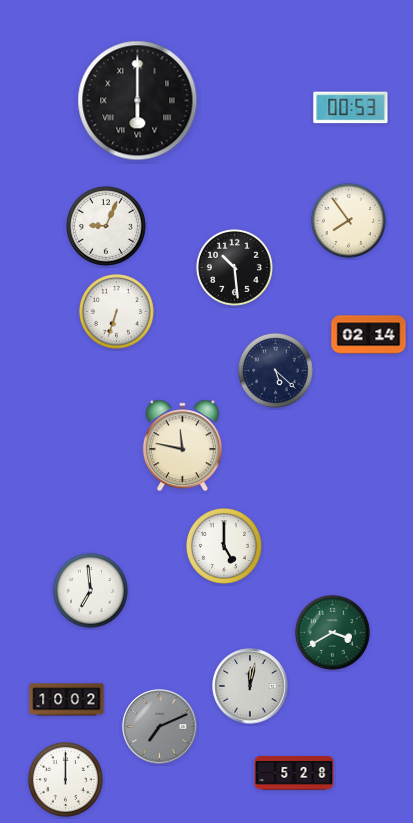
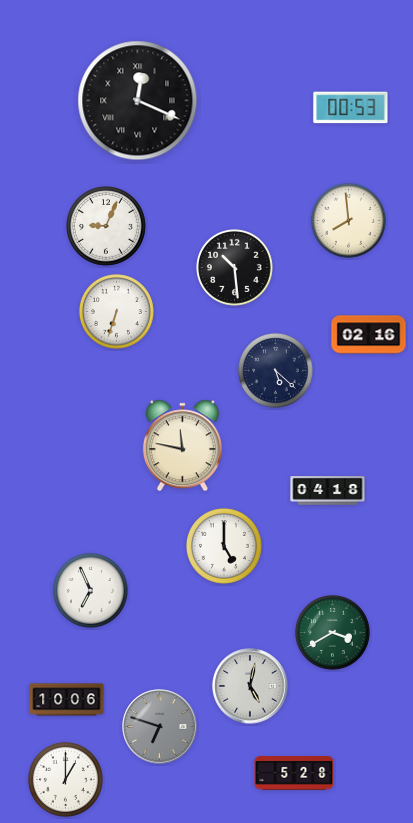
clock at (138, 101): 6:00 -> 12:19
clock at (348, 220): 7:54 -> 7:59
clock at (369, 335): 02:14 -> 02:16
clock at (328, 491): none -> 04:18
clock at (90, 590): 6:59 -> 6:56
clock at (250, 686): 12:02 -> 5:02
clock at (67, 700): 10:02 -> 10:06
clock at (160, 727): 7:11 -> 6:48
clock at (65, 779): 12:00 -> 1:00
